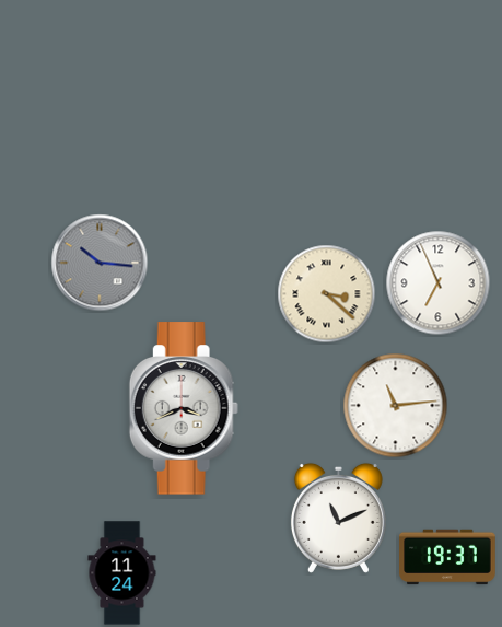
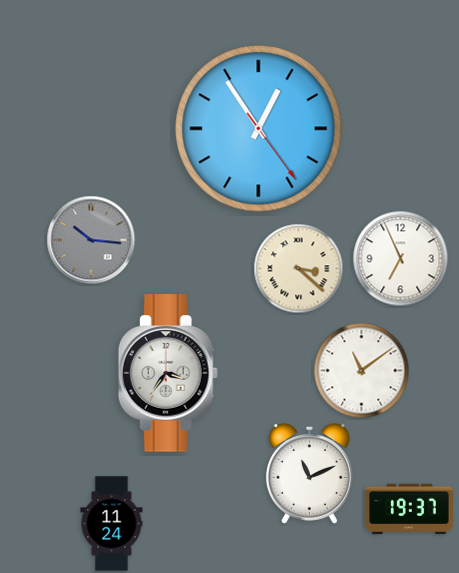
clock at (259, 129): none -> 12:54
clock at (396, 406): 11:14 -> 11:09
clock at (184, 408): 3:41 -> 3:36
